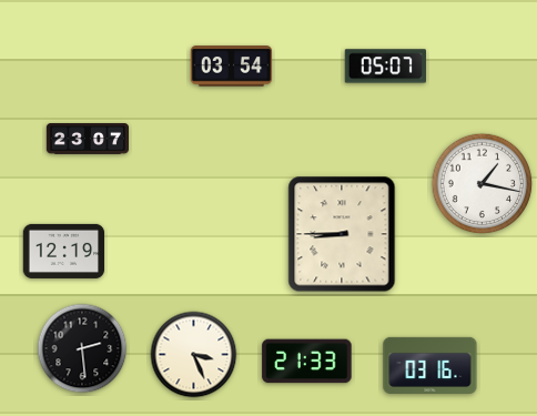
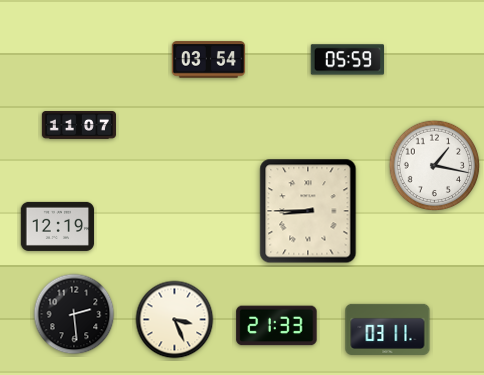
clock at (385, 67): 05:07 -> 05:59
clock at (87, 140): 23:07 -> 11:07
clock at (430, 365): 03:16 -> 03:11
